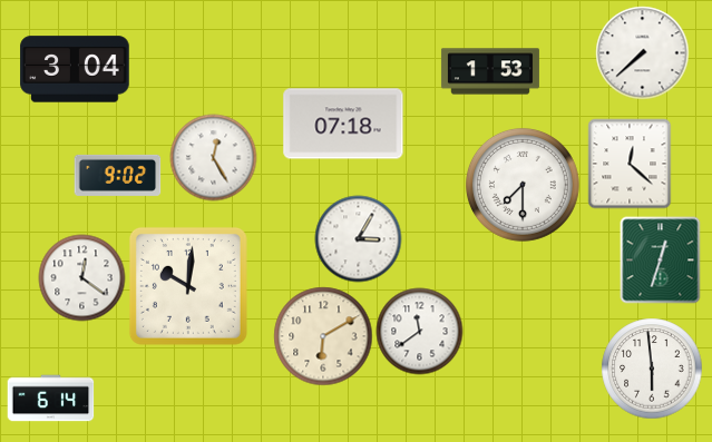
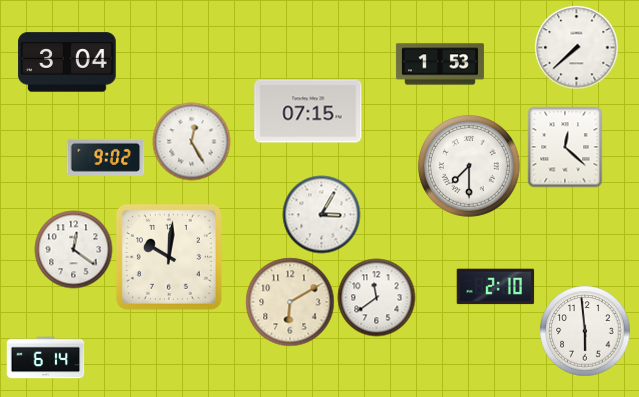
clock at (343, 124): 07:18 -> 07:15
clock at (661, 259): 12:33 -> none
clock at (495, 287): none -> 2:10
